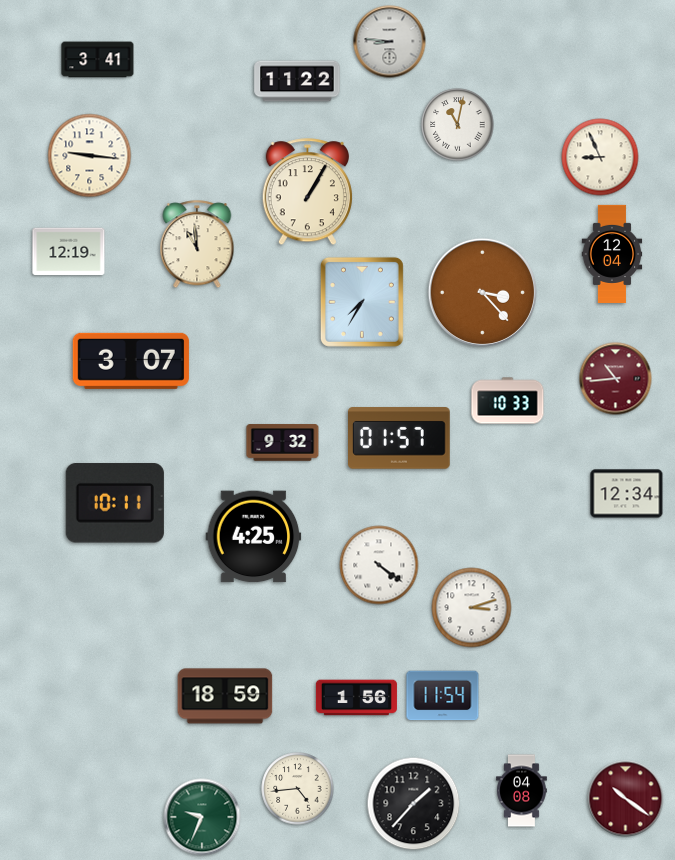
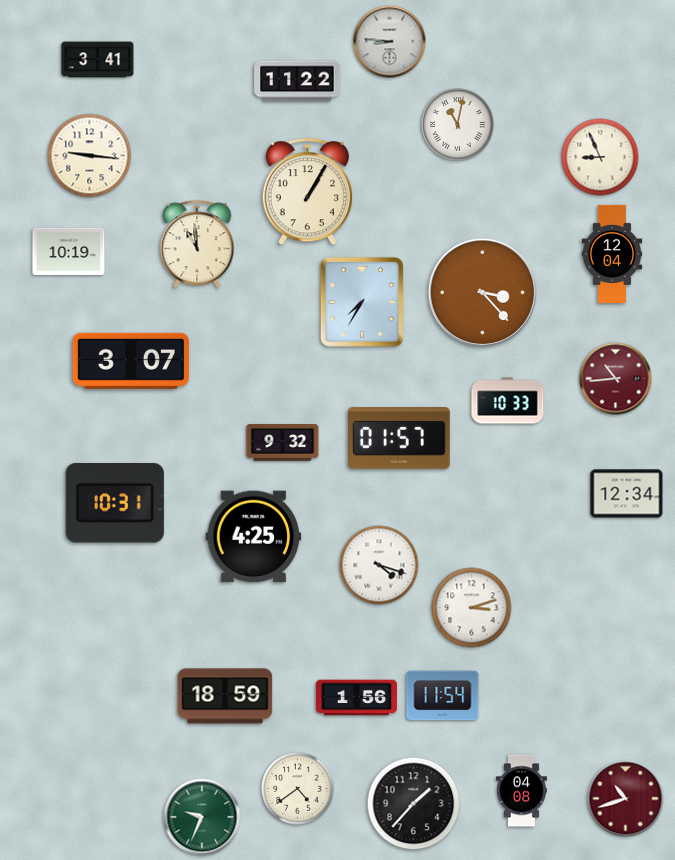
clock at (69, 252): 12:19 -> 10:19
clock at (115, 503): 10:11 -> 10:31
clock at (379, 565): 4:21 -> 4:18
clock at (298, 789): 4:44 -> 4:39
clock at (626, 799): 10:21 -> 10:42
